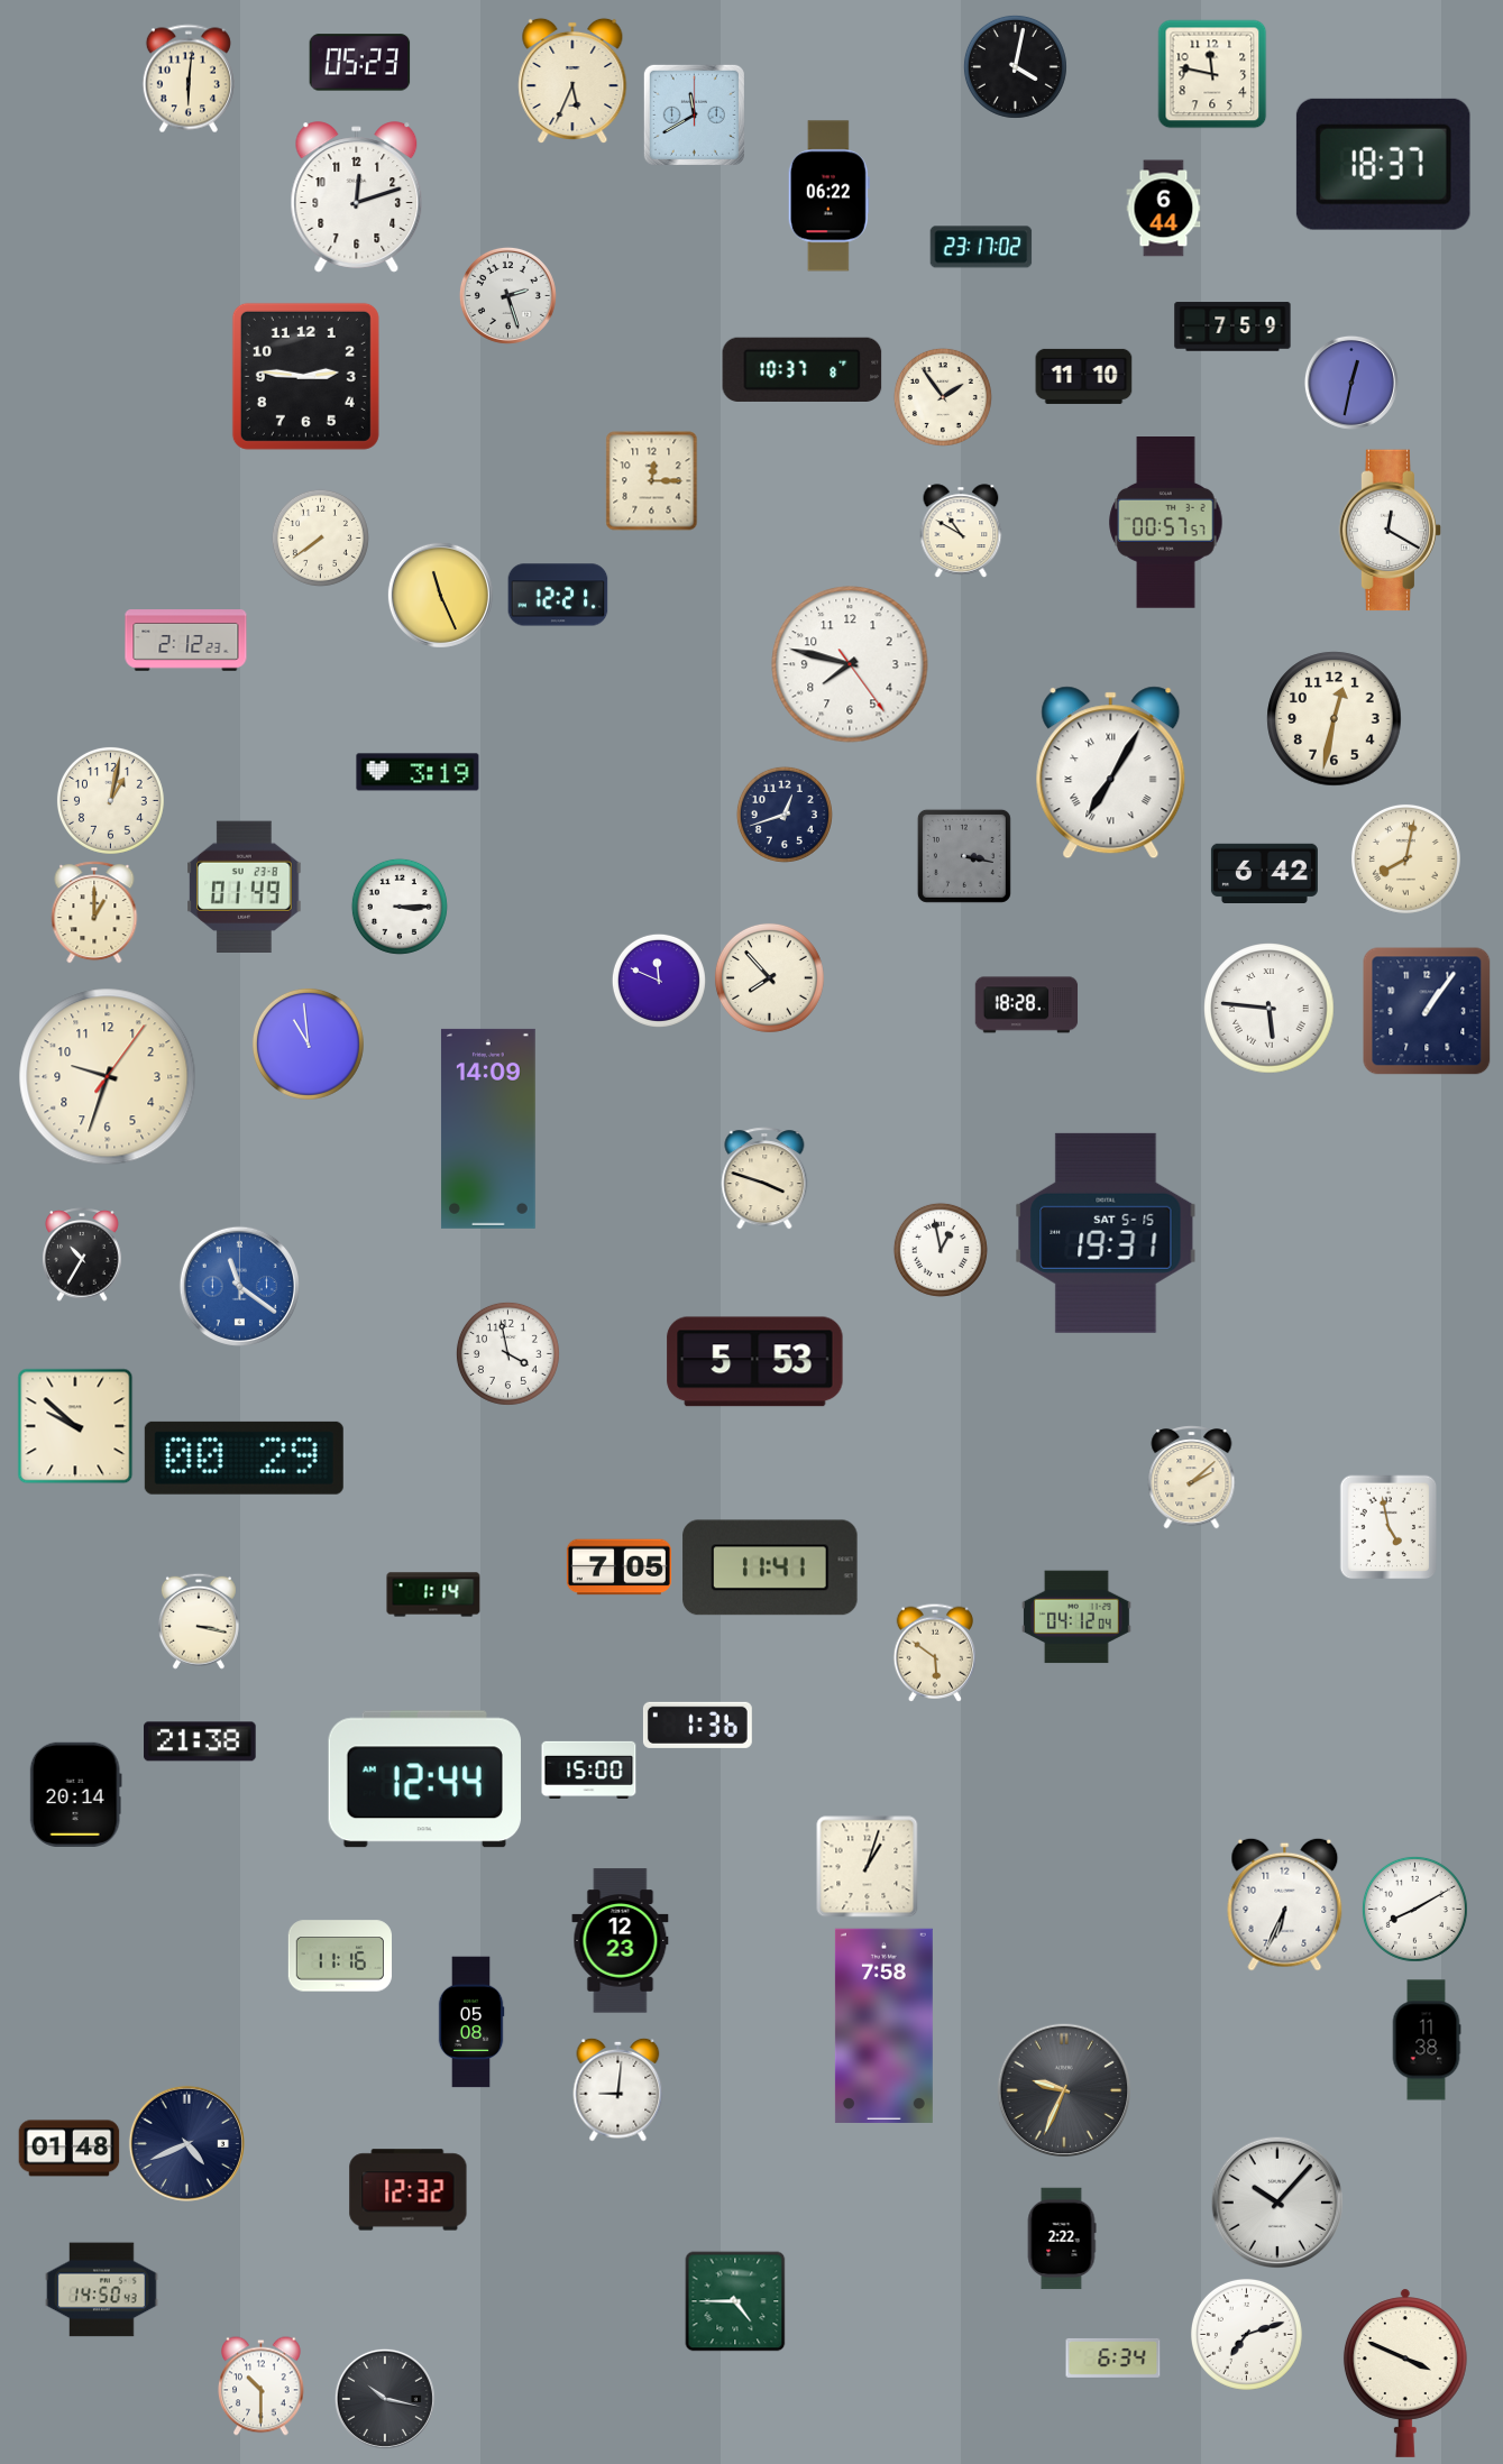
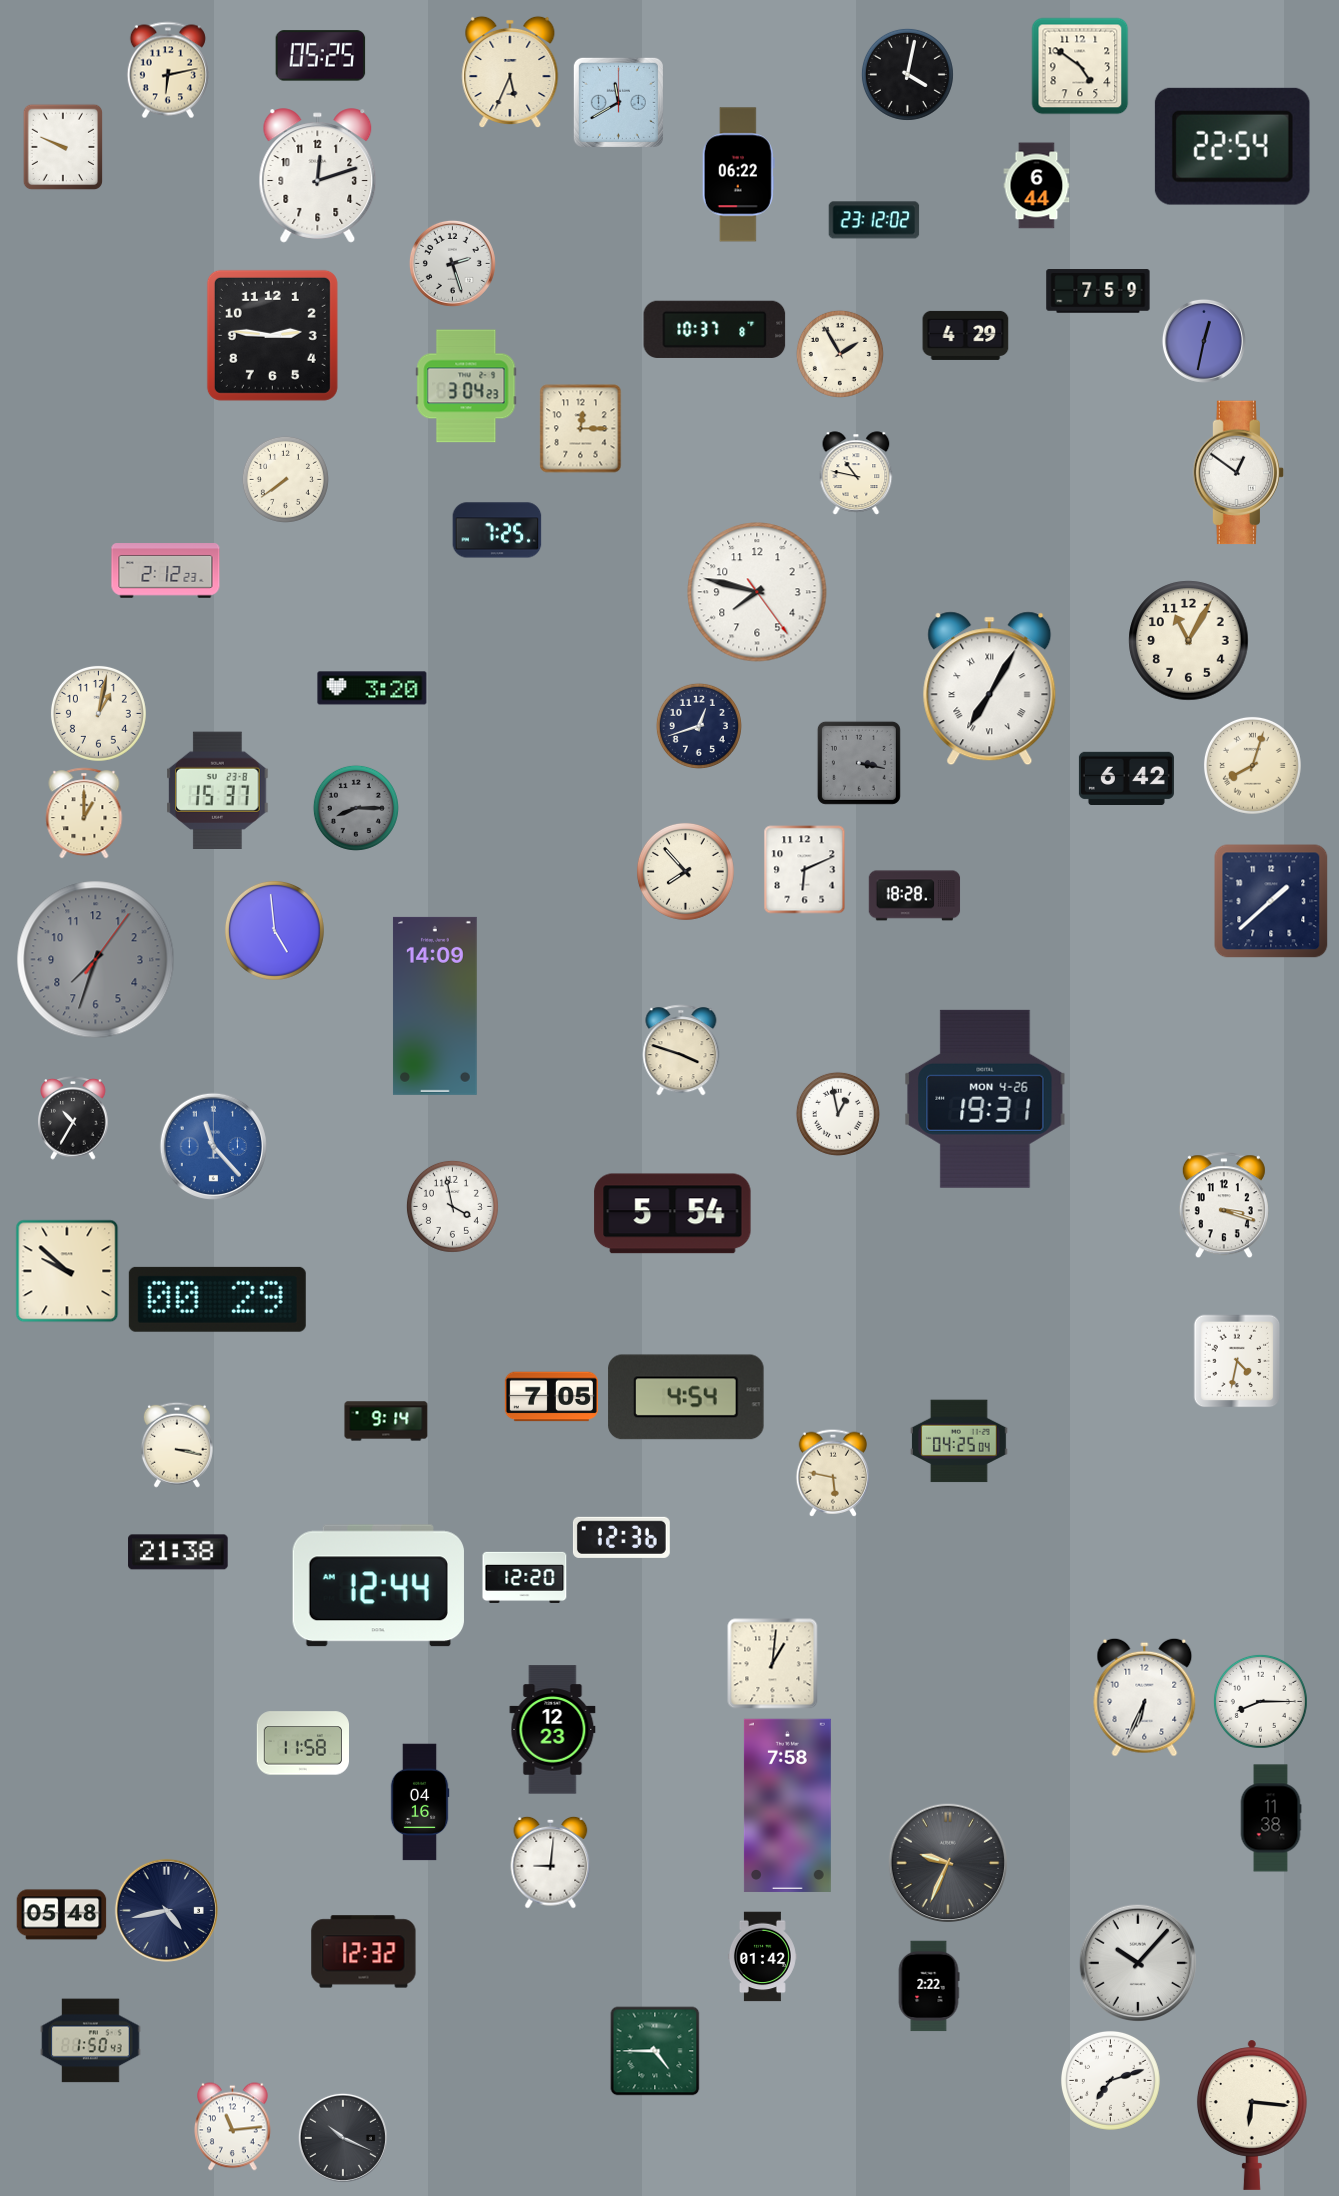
clock at (360, 63): 05:23 -> 05:25
clock at (1015, 66) position: (1015, 66) -> (907, 74)
clock at (1212, 74): 11:47 -> 4:51
clock at (189, 79): 6:01 -> 6:13
clock at (1383, 164): 18:37 -> 22:54
clock at (63, 147): none -> 9:49
clock at (981, 247): 23:17 -> 23:12
clock at (1084, 376): 11:10 -> 4:29
clock at (943, 397): 1:54 -> 1:55
clock at (466, 386): none -> 3:04
clock at (1166, 523): 00:57 -> none
clock at (961, 531): 10:50 -> 10:47
clock at (1391, 531): 12:20 -> 12:51
clock at (440, 595): 11:26 -> none
clock at (558, 595): 12:21 -> 7:25
clock at (1335, 719): 12:32 -> 11:05
clock at (418, 772): 3:19 -> 3:20
clock at (1405, 858): 8:02 -> 8:03
clock at (245, 886): 01:49 -> 15:37
clock at (400, 907): 3:15 -> 8:15
clock at (400, 907) dial: white -> grey
clock at (805, 870): none -> 6:11
clock at (659, 981): 11:49 -> none
clock at (1270, 1009): 5:46 -> none
clock at (1427, 1011): 1:06 -> 1:38
clock at (308, 1043): 10:59 -> 4:59
clock at (108, 1077): 9:33 -> 7:33
clock at (108, 1077) dial: cream -> grey
clock at (1106, 1233) date: SAT 5-15 -> MON 4-26
clock at (239, 1286): 11:21 -> 11:23
clock at (1224, 1206): none -> 3:18
clock at (755, 1362): 5:53 -> 5:54
clock at (1192, 1478): 2:08 -> none
clock at (1389, 1527): 4:58 -> 4:32
clock at (770, 1567): 11:41 -> 4:54
clock at (433, 1594): 1:14 -> 9:14
clock at (1076, 1617): 04:12 -> 04:25
clock at (934, 1653): 5:51 -> 5:47
clock at (697, 1725): 1:36 -> 12:36
clock at (589, 1769): 15:00 -> 12:20
clock at (75, 1794): 20:14 -> none
clock at (868, 1867): 1:03 -> 1:01
clock at (1414, 1909): 8:10 -> 8:15
clock at (339, 1956): 11:16 -> 11:58
clock at (471, 2022): 05:08 -> 04:16
clock at (186, 2143): 4:41 -> 4:43
clock at (70, 2149): 01:48 -> 05:48
clock at (762, 1957): none -> 01:42
clock at (1062, 2238) position: (1062, 2238) -> (929, 1986)
clock at (102, 2290): 14:50 -> 1:50
clock at (1113, 2357): 6:34 -> none
clock at (1405, 2373): 3:49 -> 6:16
clock at (262, 2387): 10:30 -> 11:14
clock at (385, 2399): 10:17 -> 10:19
